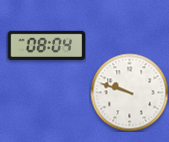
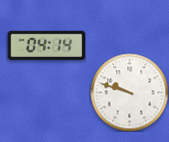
clock at (46, 45): 08:04 -> 04:14
